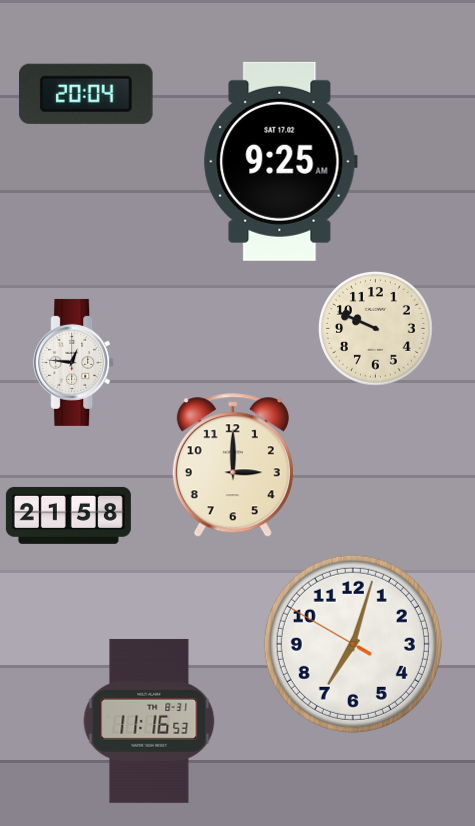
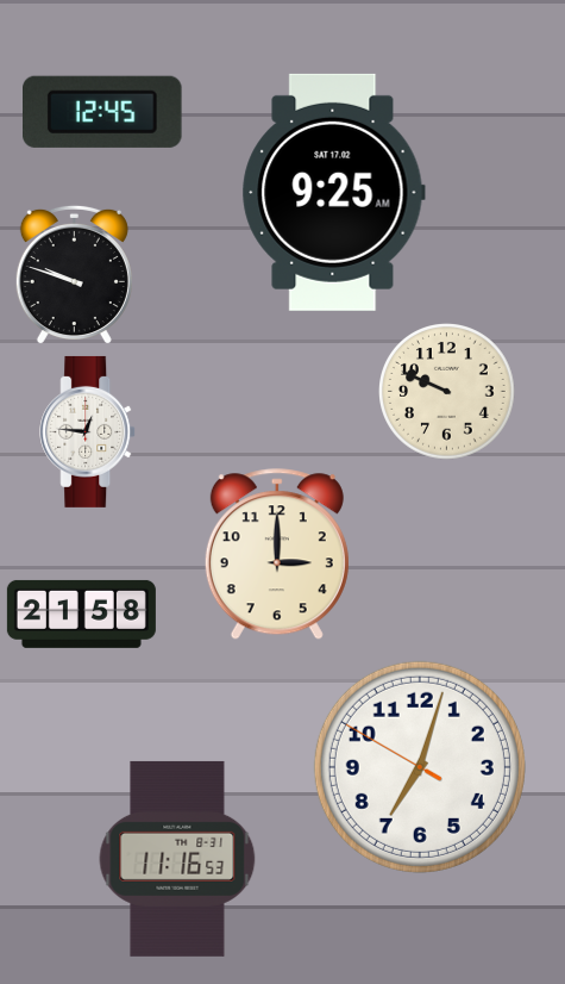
clock at (87, 94): 20:04 -> 12:45
clock at (74, 275): none -> 9:48
